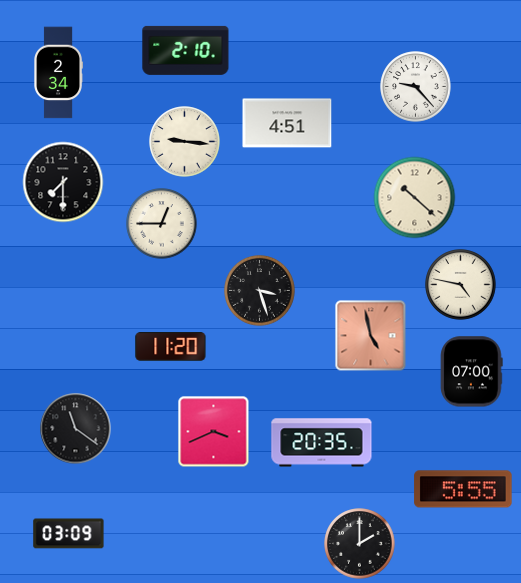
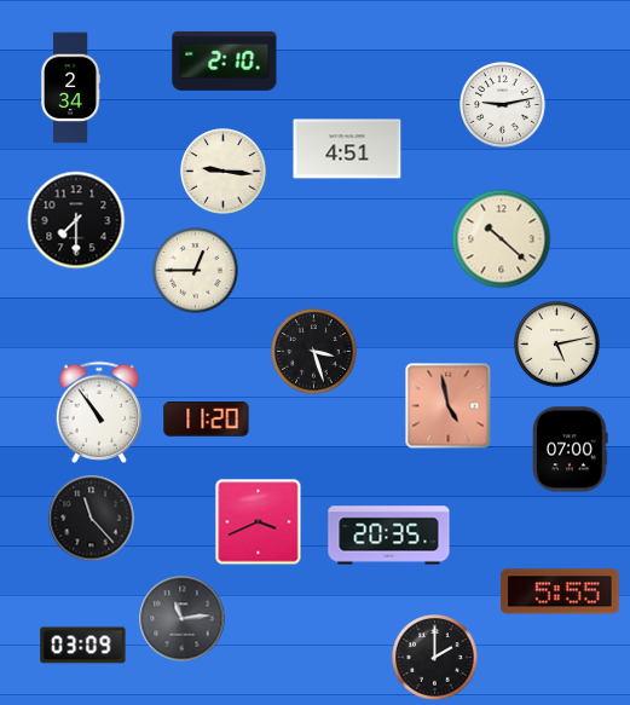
clock at (416, 87): 9:23 -> 9:13
clock at (461, 285): 4:47 -> 5:13
clock at (99, 412): none -> 10:54
clock at (76, 429): 11:21 -> 11:23
clock at (183, 619): none -> 11:14
